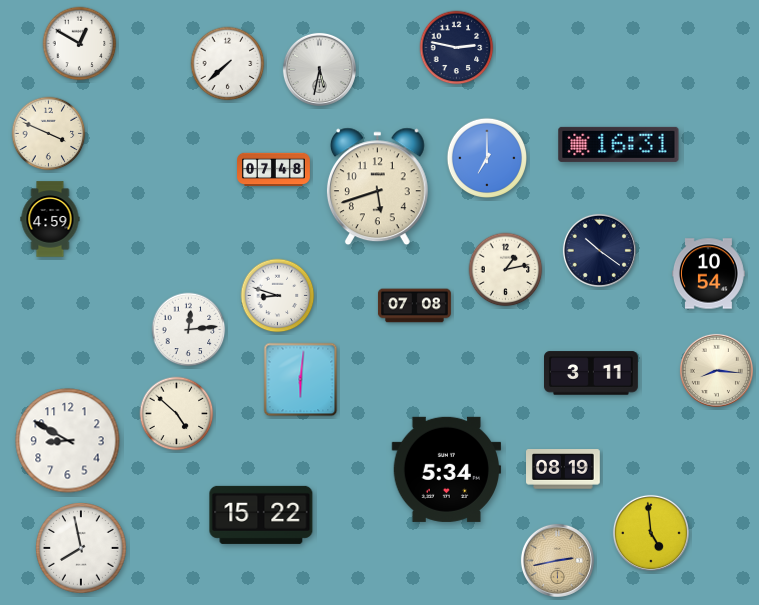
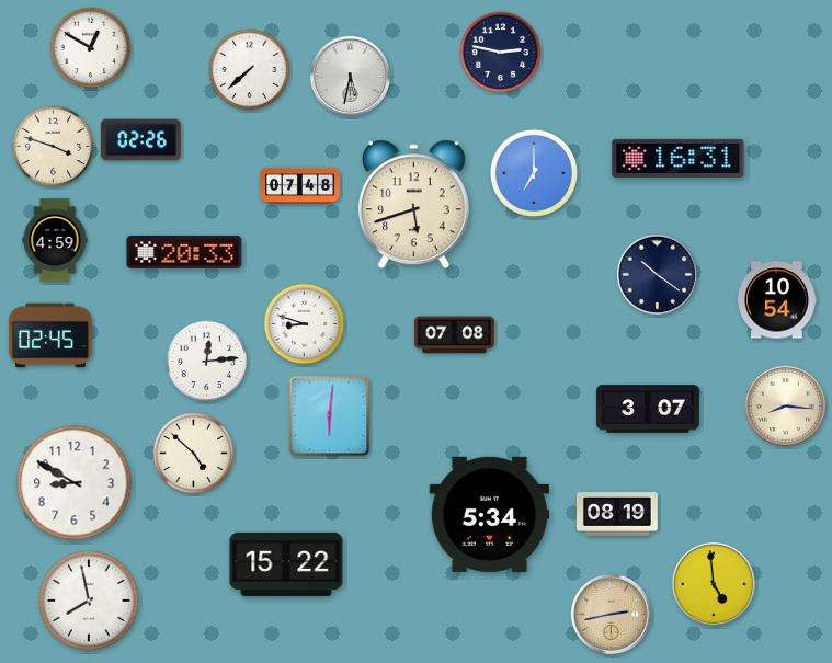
clock at (80, 44) position: (80, 44) -> (91, 48)
clock at (140, 140): none -> 02:26
clock at (49, 134): 3:49 -> 3:48
clock at (184, 252): none -> 20:33
clock at (506, 270): 1:13 -> none
clock at (50, 335): none -> 02:45
clock at (592, 373): 3:11 -> 3:07
